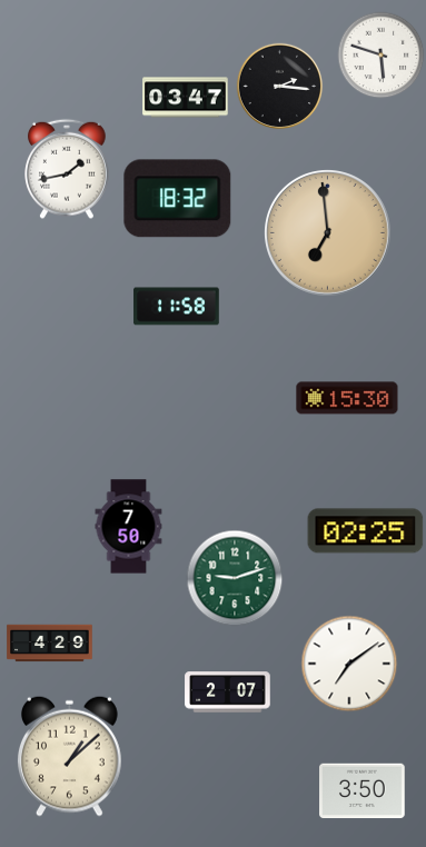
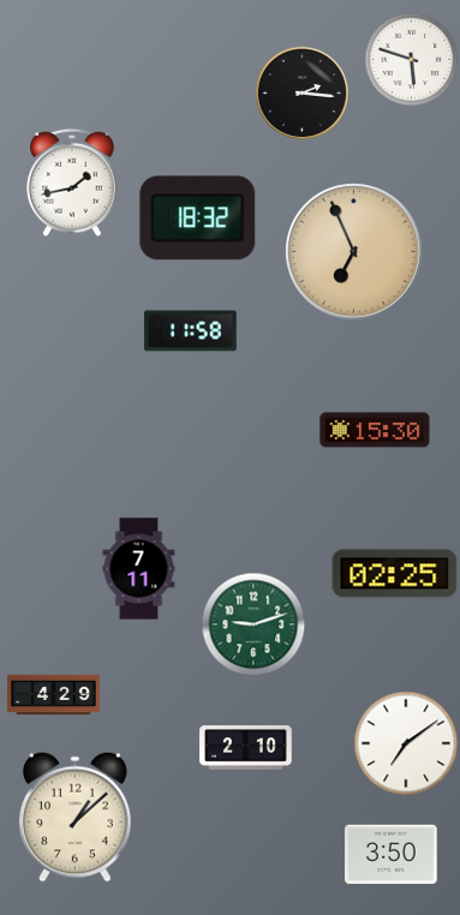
clock at (186, 98): 03:47 -> none
clock at (178, 199) position: (178, 199) -> (198, 219)
clock at (328, 233): 6:59 -> 6:56
clock at (129, 527): 7:50 -> 7:11
clock at (349, 664) position: (349, 664) -> (406, 743)
clock at (228, 692): 2:07 -> 2:10
